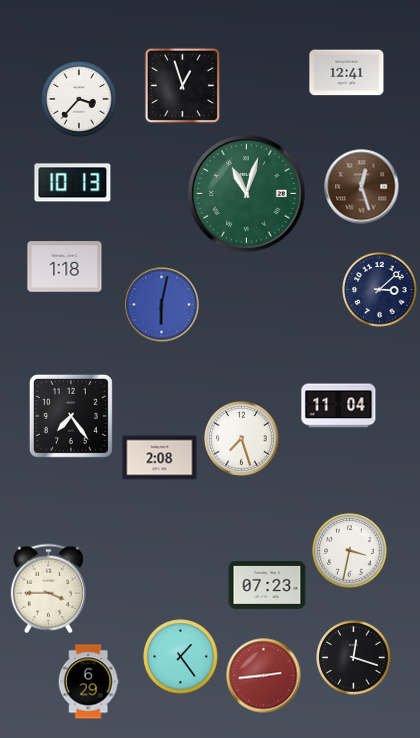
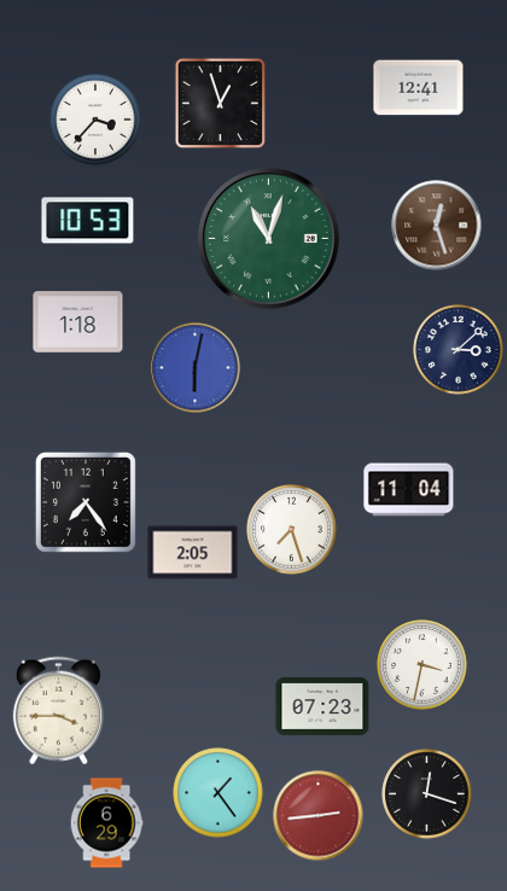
clock at (73, 183): 10:13 -> 10:53
clock at (247, 194) position: (247, 194) -> (269, 239)
clock at (160, 458): 2:08 -> 2:05
